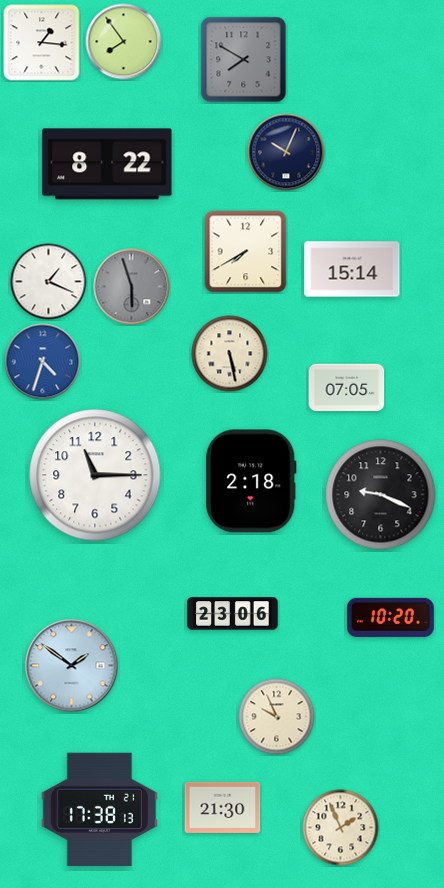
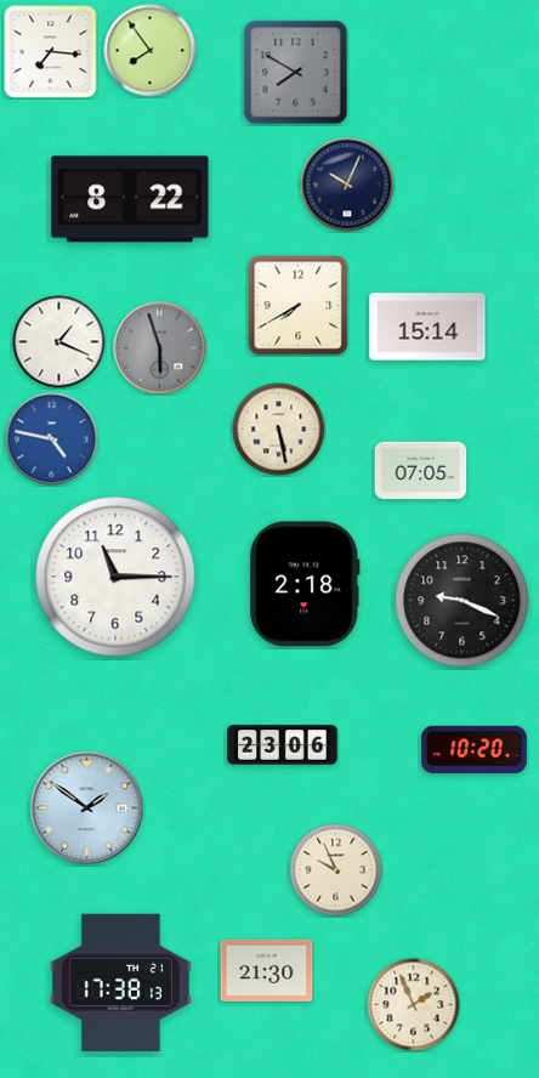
clock at (42, 43): 1:16 -> 7:16
clock at (43, 362): 4:33 -> 4:47
clock at (223, 807) position: (223, 807) -> (267, 970)
